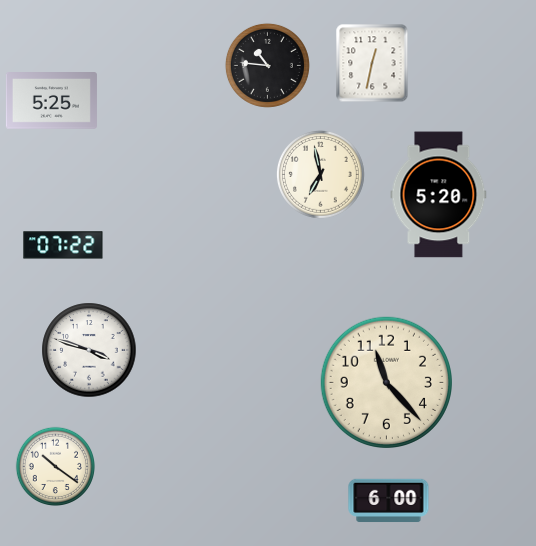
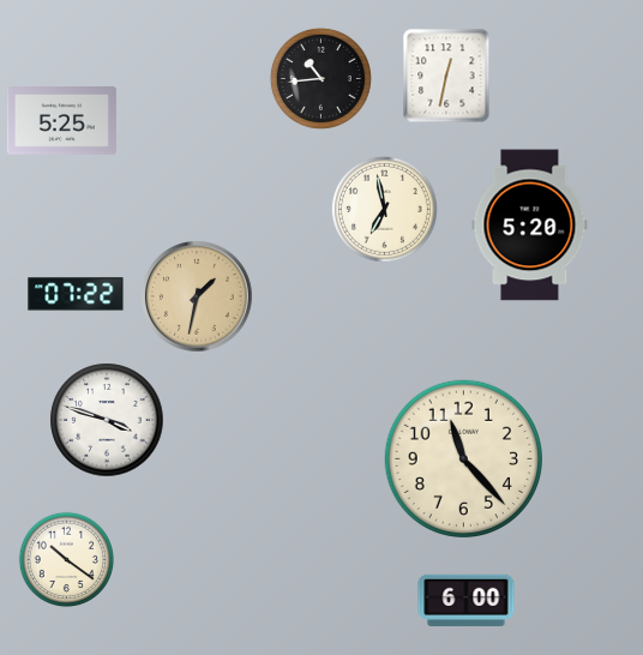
clock at (267, 65): 10:46 -> 10:44
clock at (439, 195) position: (439, 195) -> (530, 226)
clock at (197, 296): none -> 1:32
